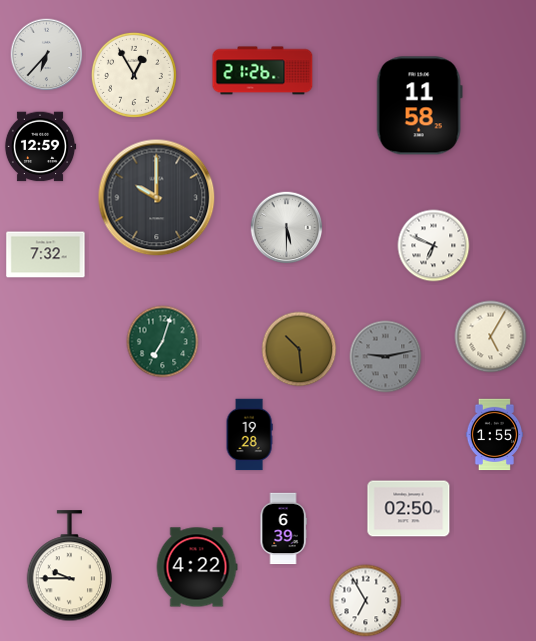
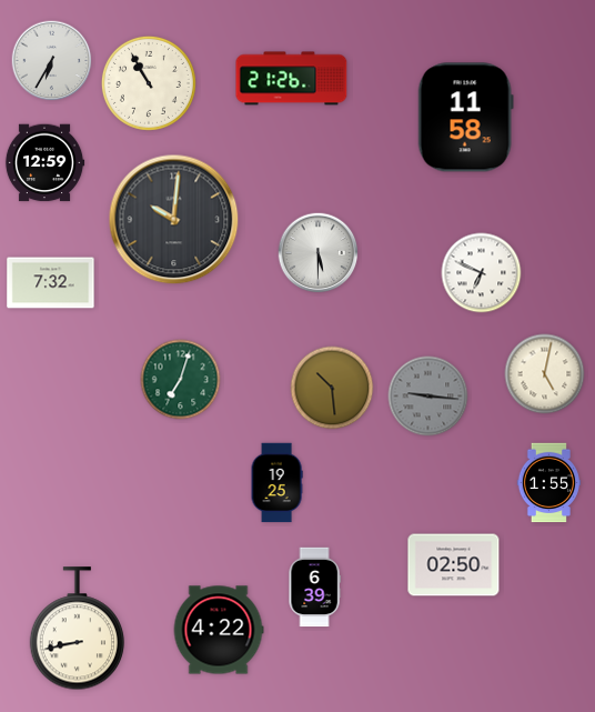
clock at (47, 55): 6:37 -> 6:35
clock at (134, 75): 12:55 -> 10:55
clock at (157, 198): 10:00 -> 10:01
clock at (491, 337): 5:05 -> 5:02
clock at (386, 357): 9:13 -> 9:16
clock at (249, 435): 19:28 -> 19:25
clock at (70, 566): 9:45 -> 8:43
clock at (366, 601): 6:55 -> none
